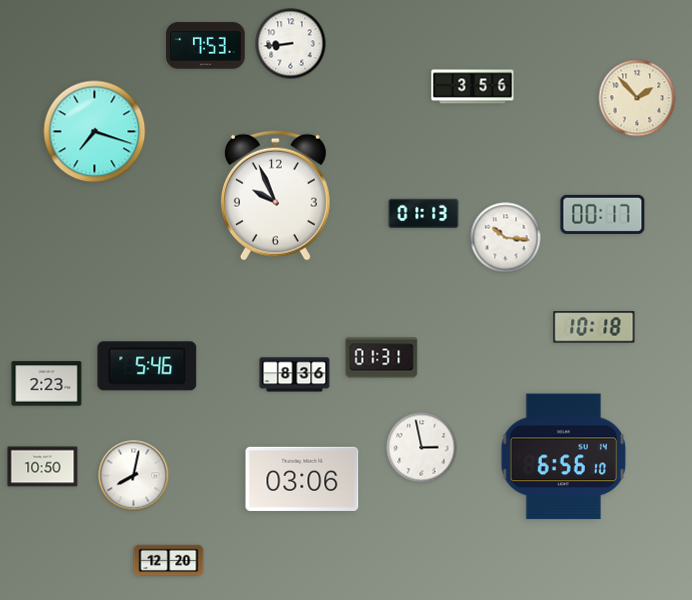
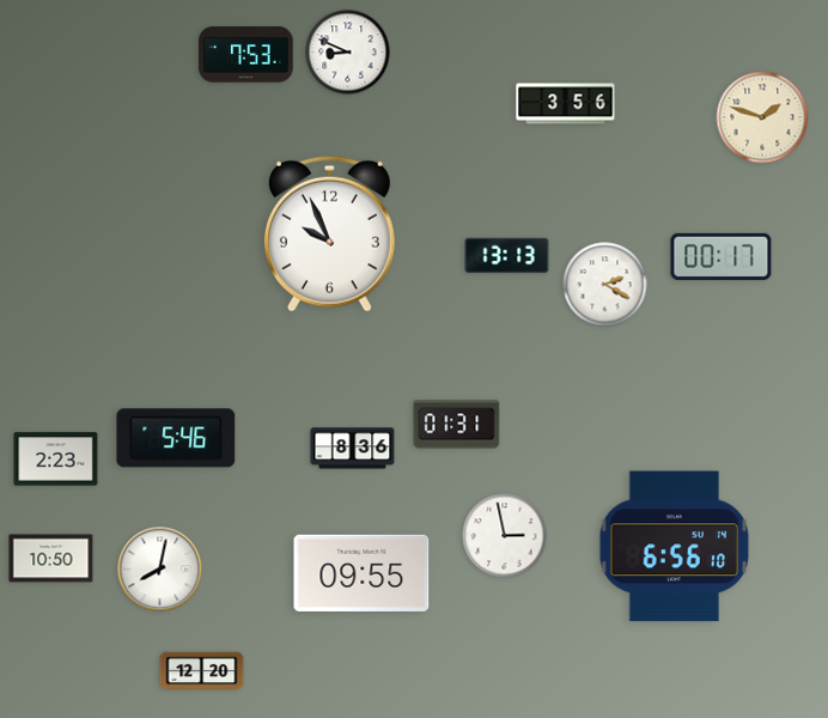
clock at (291, 44): 8:44 -> 8:49
clock at (637, 98): 1:53 -> 1:48
clock at (95, 132): 7:18 -> none
clock at (424, 214): 01:13 -> 13:13
clock at (506, 238): 10:16 -> 2:20
clock at (594, 327): 10:18 -> none
clock at (382, 358) position: (382, 358) -> (457, 425)
clock at (302, 479): 03:06 -> 09:55
